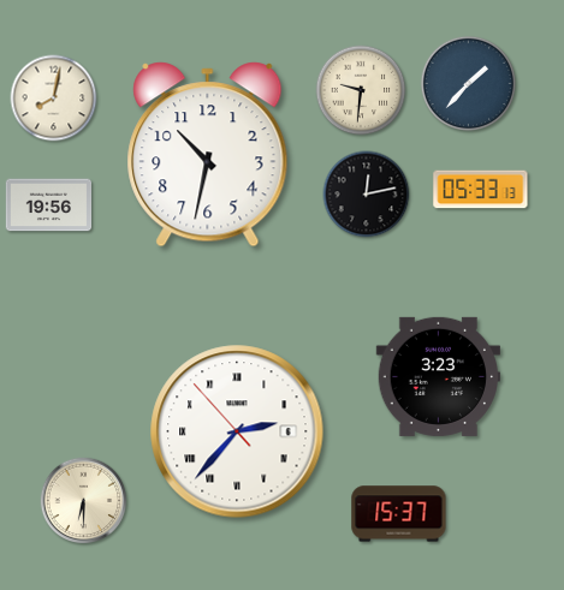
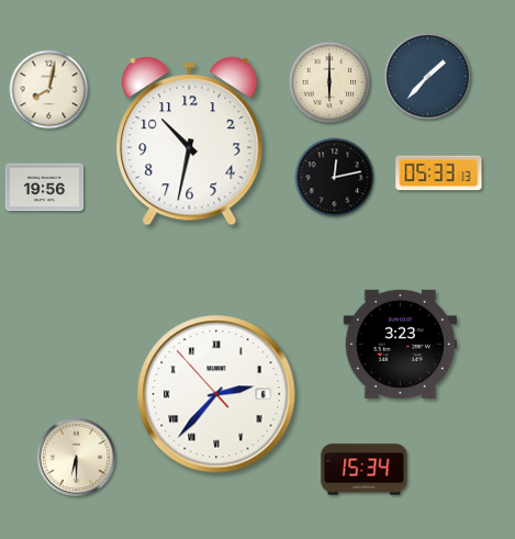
clock at (361, 90): 9:31 -> 6:00
clock at (399, 514): 15:37 -> 15:34
